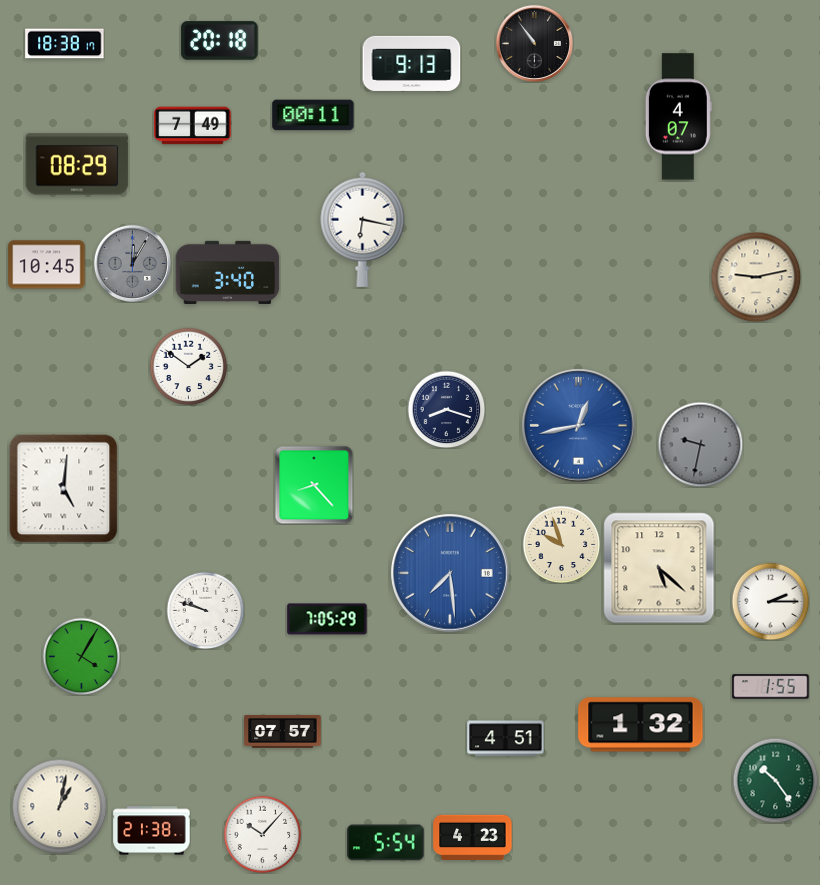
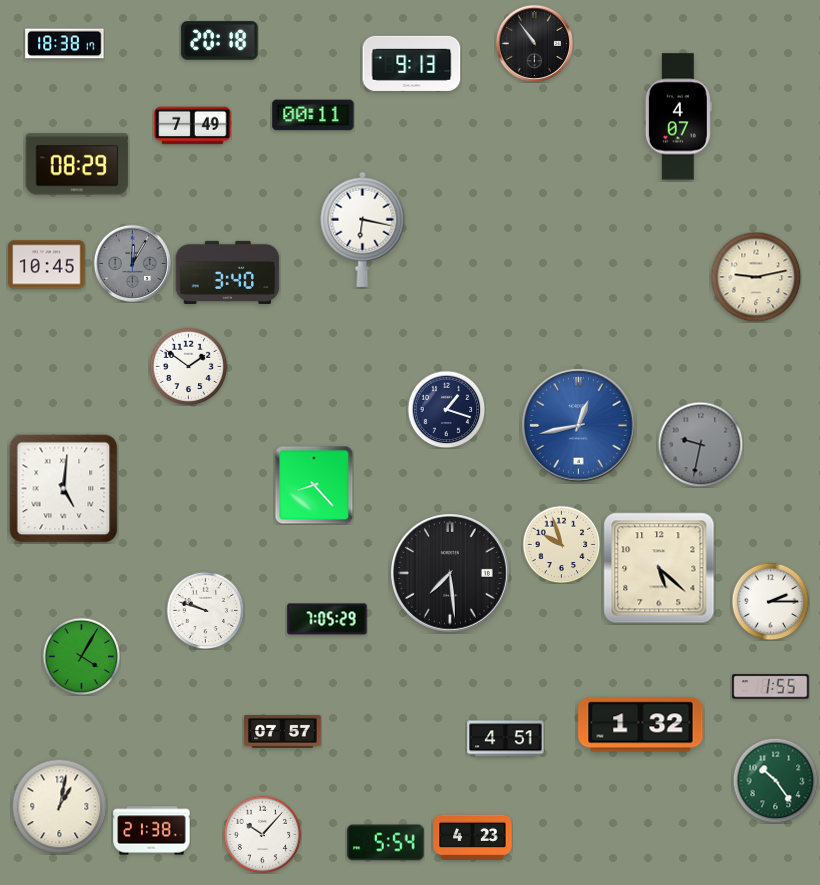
clock at (446, 409): 8:18 -> 1:18
clock at (451, 574) dial: blue -> black
